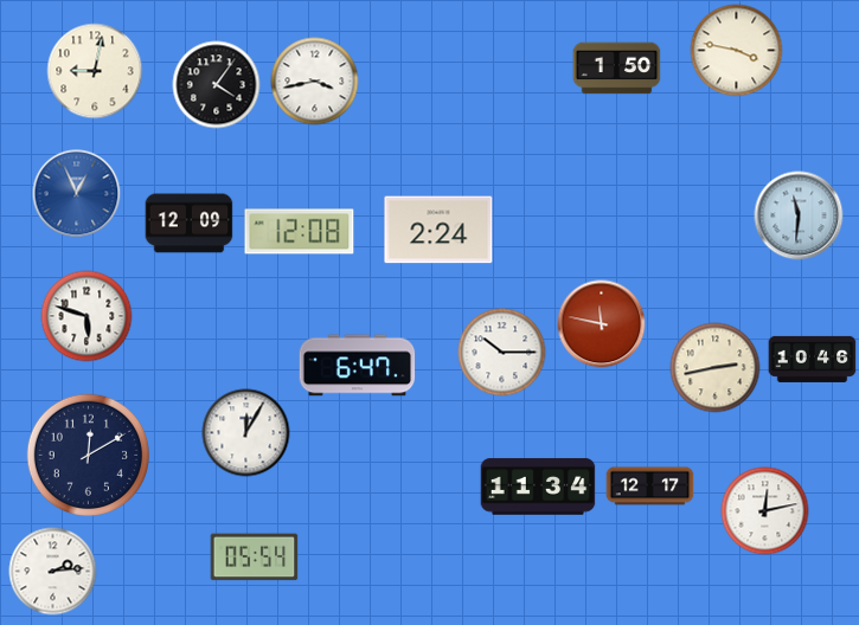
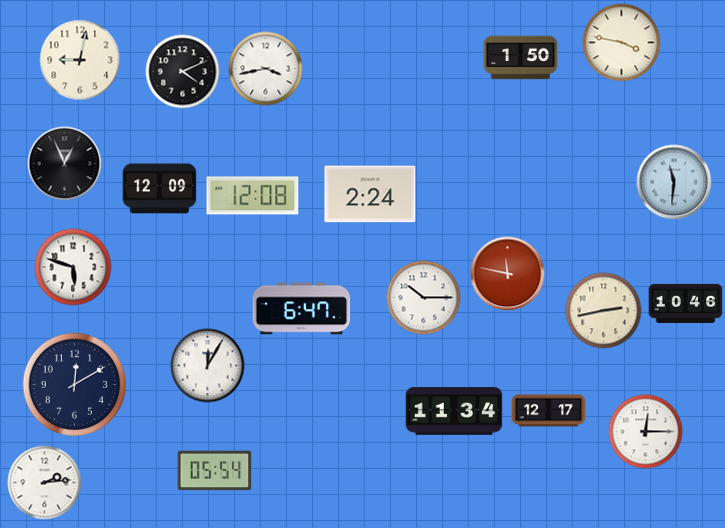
clock at (217, 85): 4:06 -> 4:11
clock at (77, 194) dial: blue -> black
clock at (765, 511): 12:13 -> 12:15
